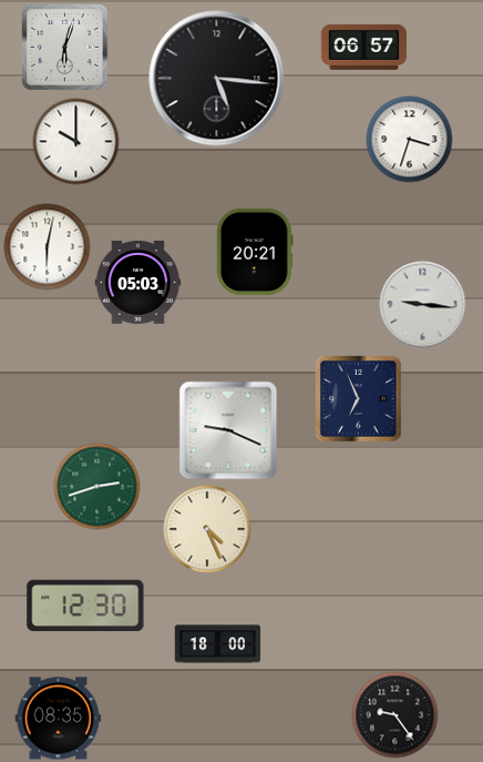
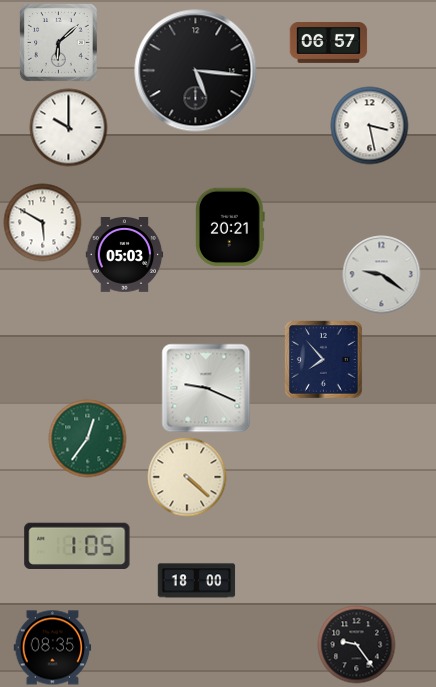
clock at (65, 48): 6:03 -> 6:08
clock at (409, 139): 3:33 -> 3:28
clock at (47, 246): 6:02 -> 5:50
clock at (422, 304): 9:16 -> 9:21
clock at (359, 399): 6:56 -> 7:53
clock at (96, 486): 2:42 -> 12:36
clock at (207, 529): 4:26 -> 4:22
clock at (85, 606): 12:30 -> 1:05
